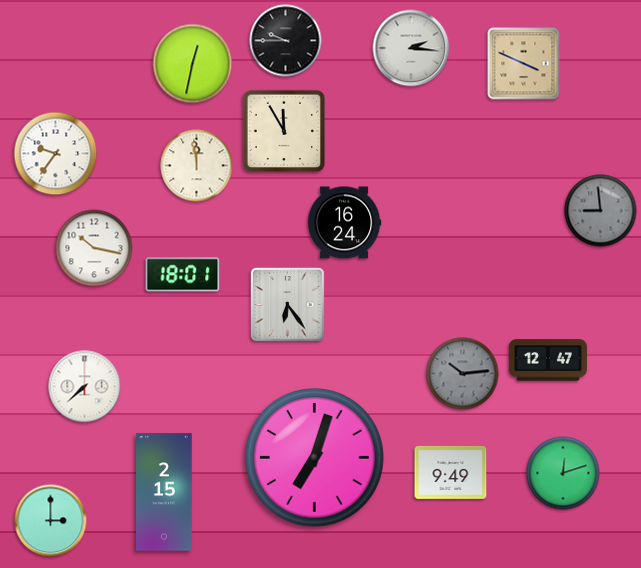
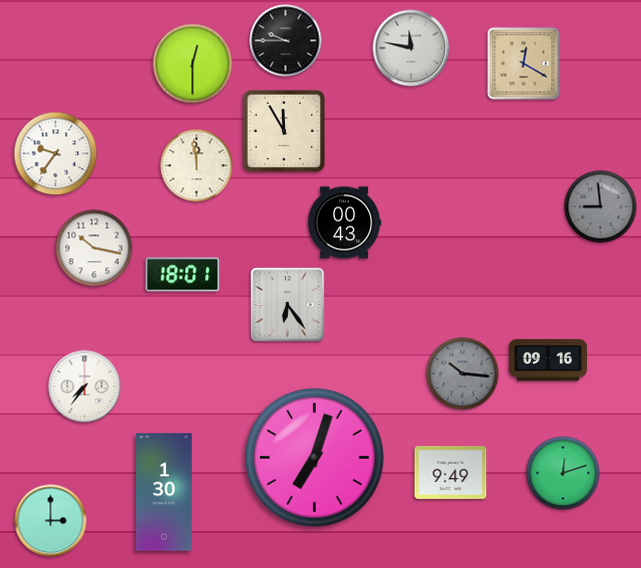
clock at (411, 48): 2:16 -> 11:47
clock at (193, 64): 12:32 -> 12:30
clock at (524, 64): 3:49 -> 12:20
clock at (601, 211) position: (601, 211) -> (601, 207)
clock at (344, 223): 16:24 -> 00:43
clock at (548, 360): 12:47 -> 09:16
clock at (463, 374): 10:14 -> 10:16
clock at (85, 387): 7:38 -> 7:36
clock at (164, 492): 2:15 -> 1:30
